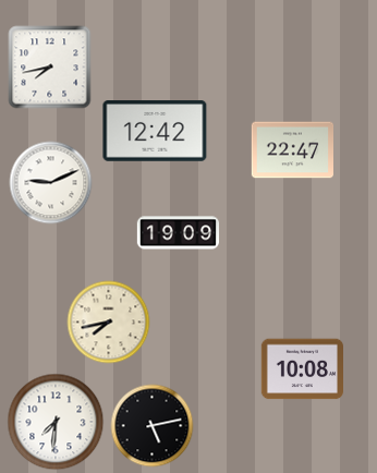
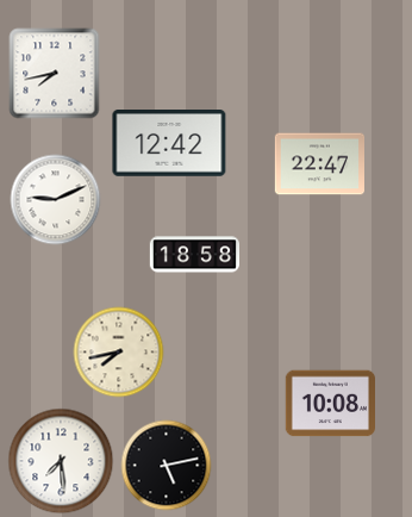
clock at (178, 233): 19:09 -> 18:58
clock at (56, 422): 7:31 -> 7:29
